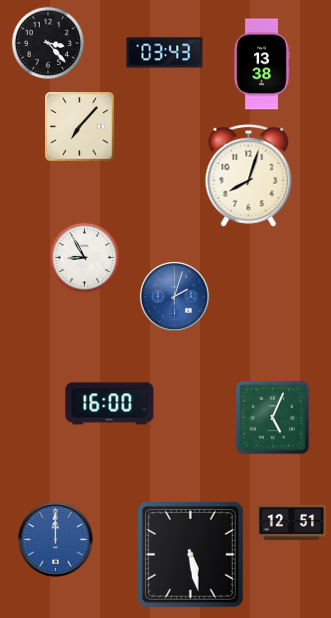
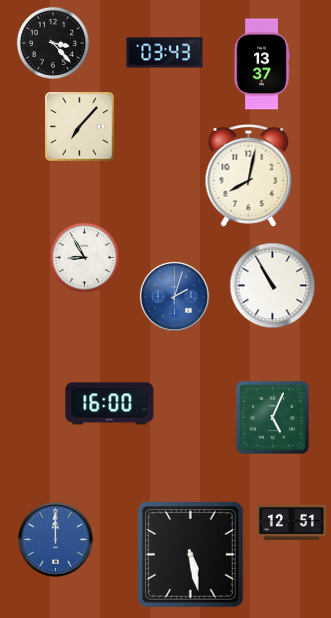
clock at (47, 42) position: (47, 42) -> (52, 42)
clock at (262, 64): 13:38 -> 13:37
clock at (249, 175): 8:03 -> 8:02
clock at (273, 286): none -> 10:55
